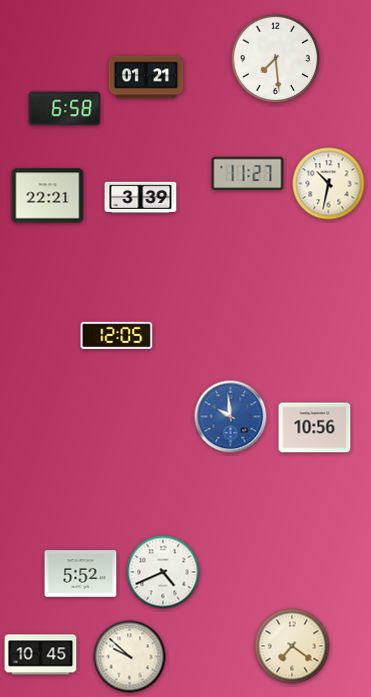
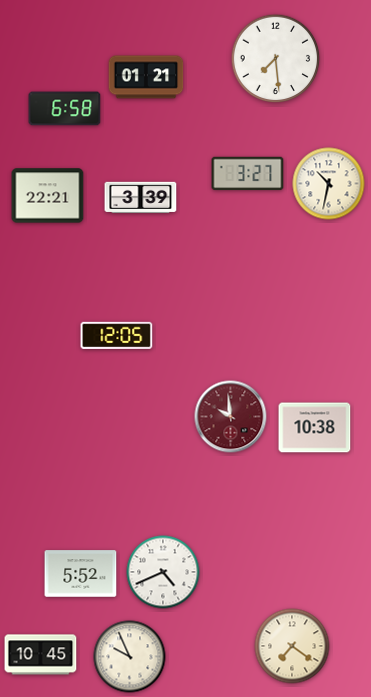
clock at (248, 174): 11:27 -> 3:27
clock at (231, 417) dial: blue -> burgundy
clock at (315, 428): 10:56 -> 10:38
clock at (130, 657): 9:52 -> 9:56
